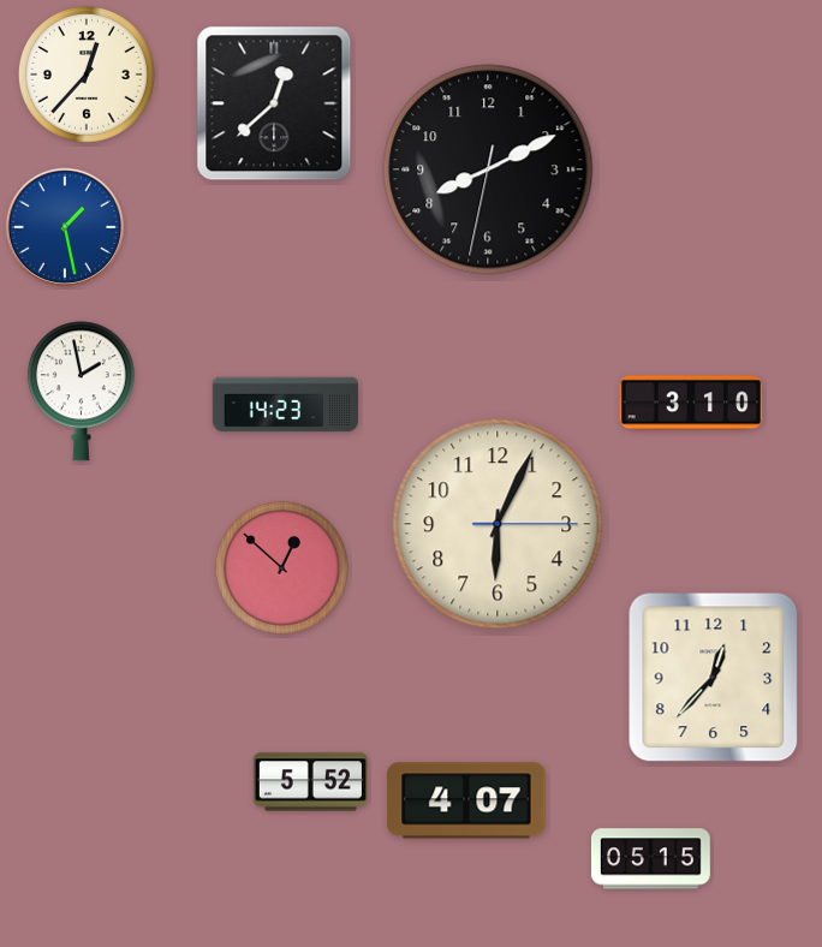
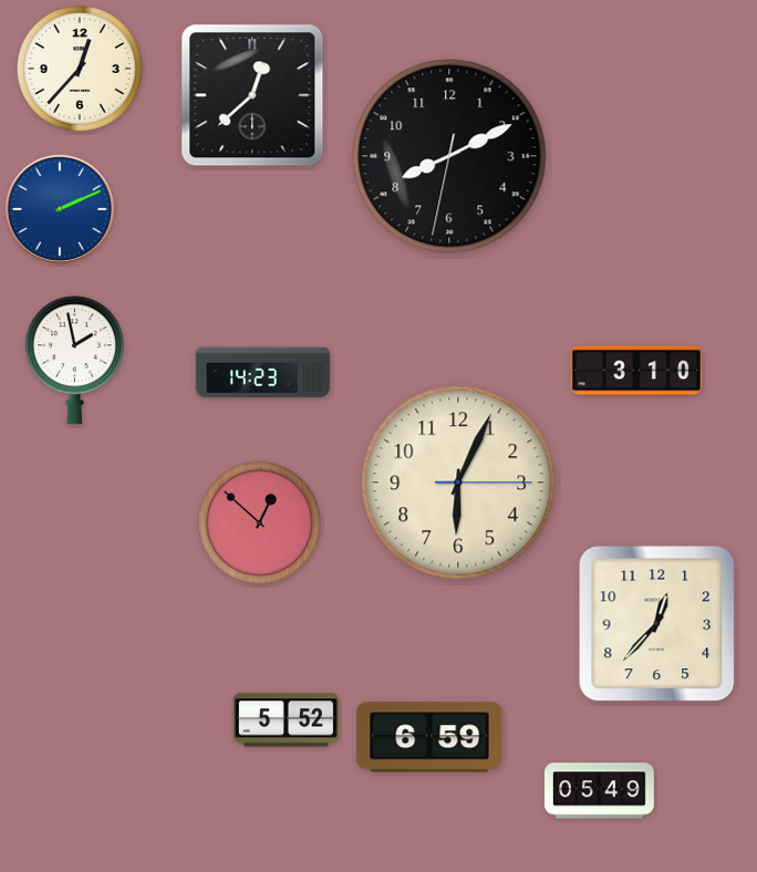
clock at (64, 226): 1:28 -> 2:11
clock at (466, 800): 4:07 -> 6:59
clock at (650, 859): 05:15 -> 05:49
